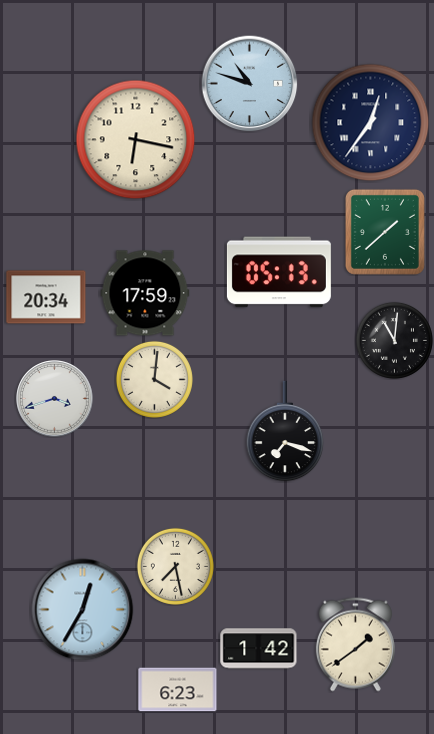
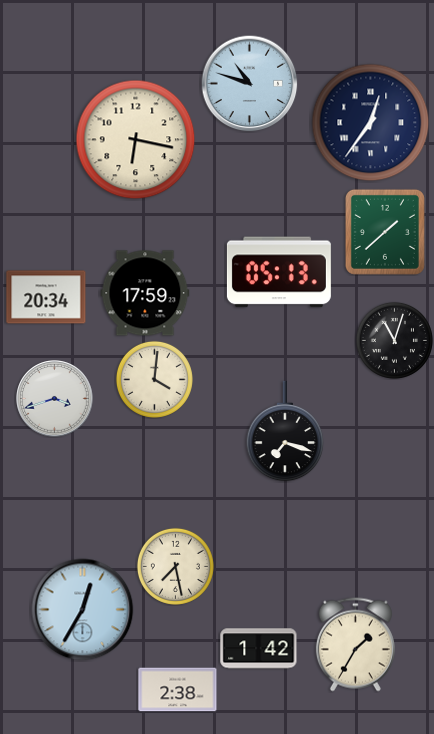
clock at (394, 340): 11:01 -> 11:03
clock at (355, 645): 1:39 -> 1:35
clock at (178, 690): 6:23 -> 2:38
